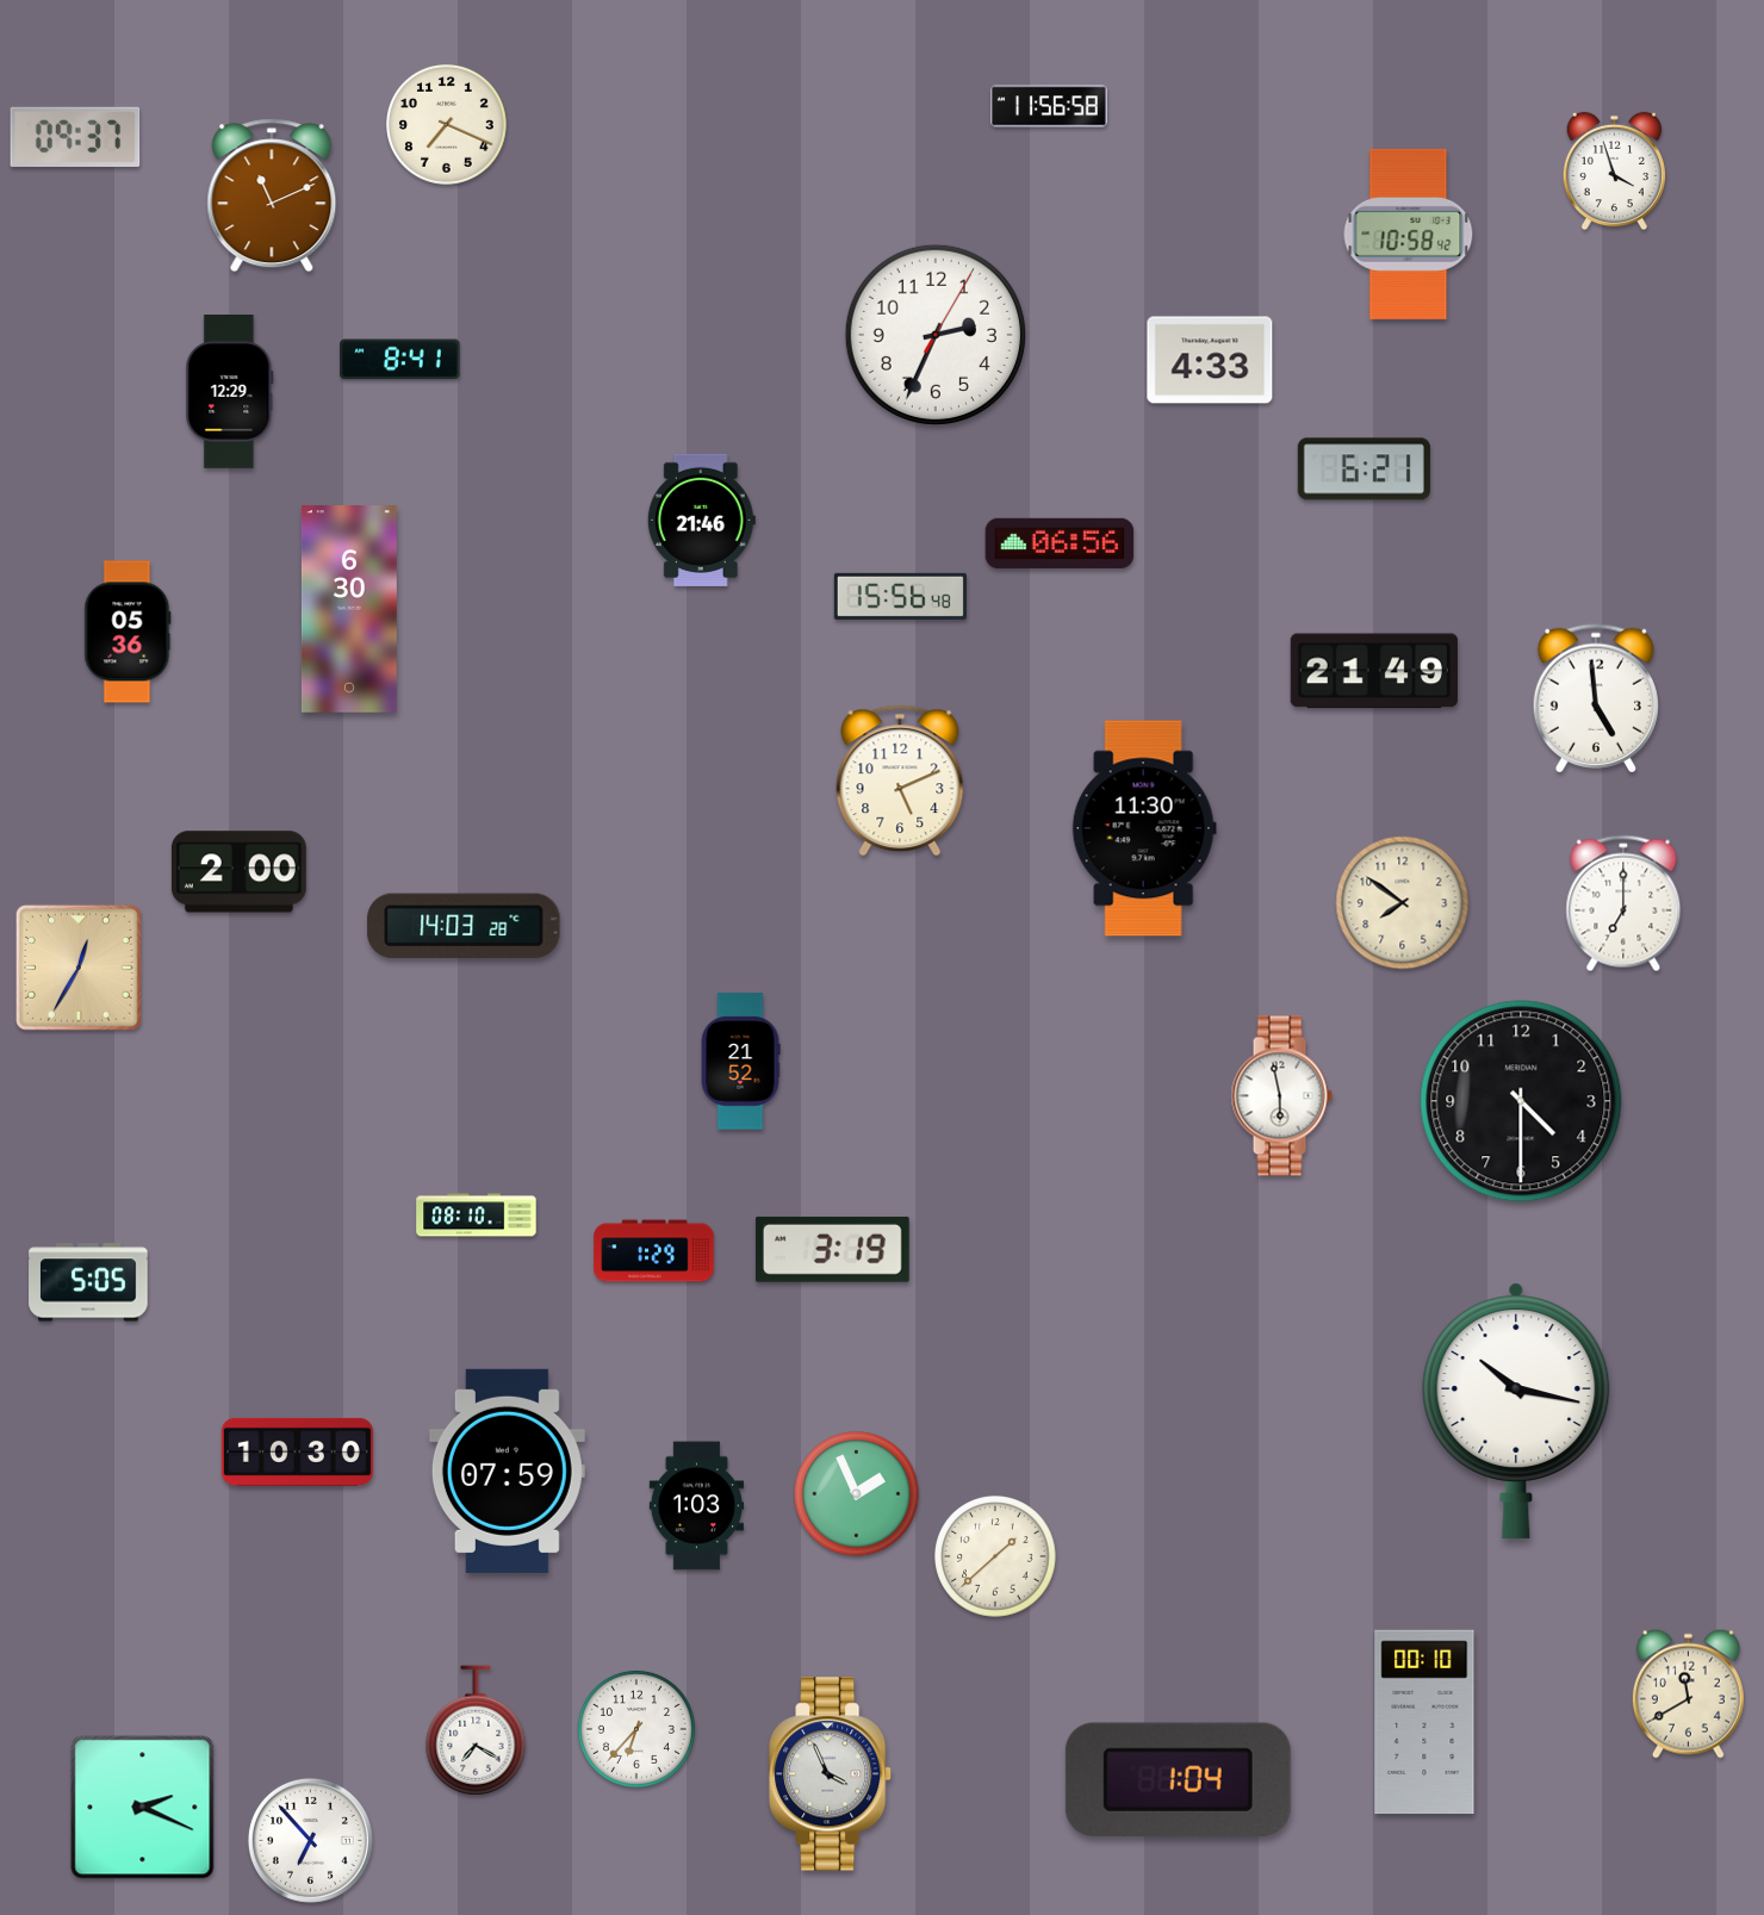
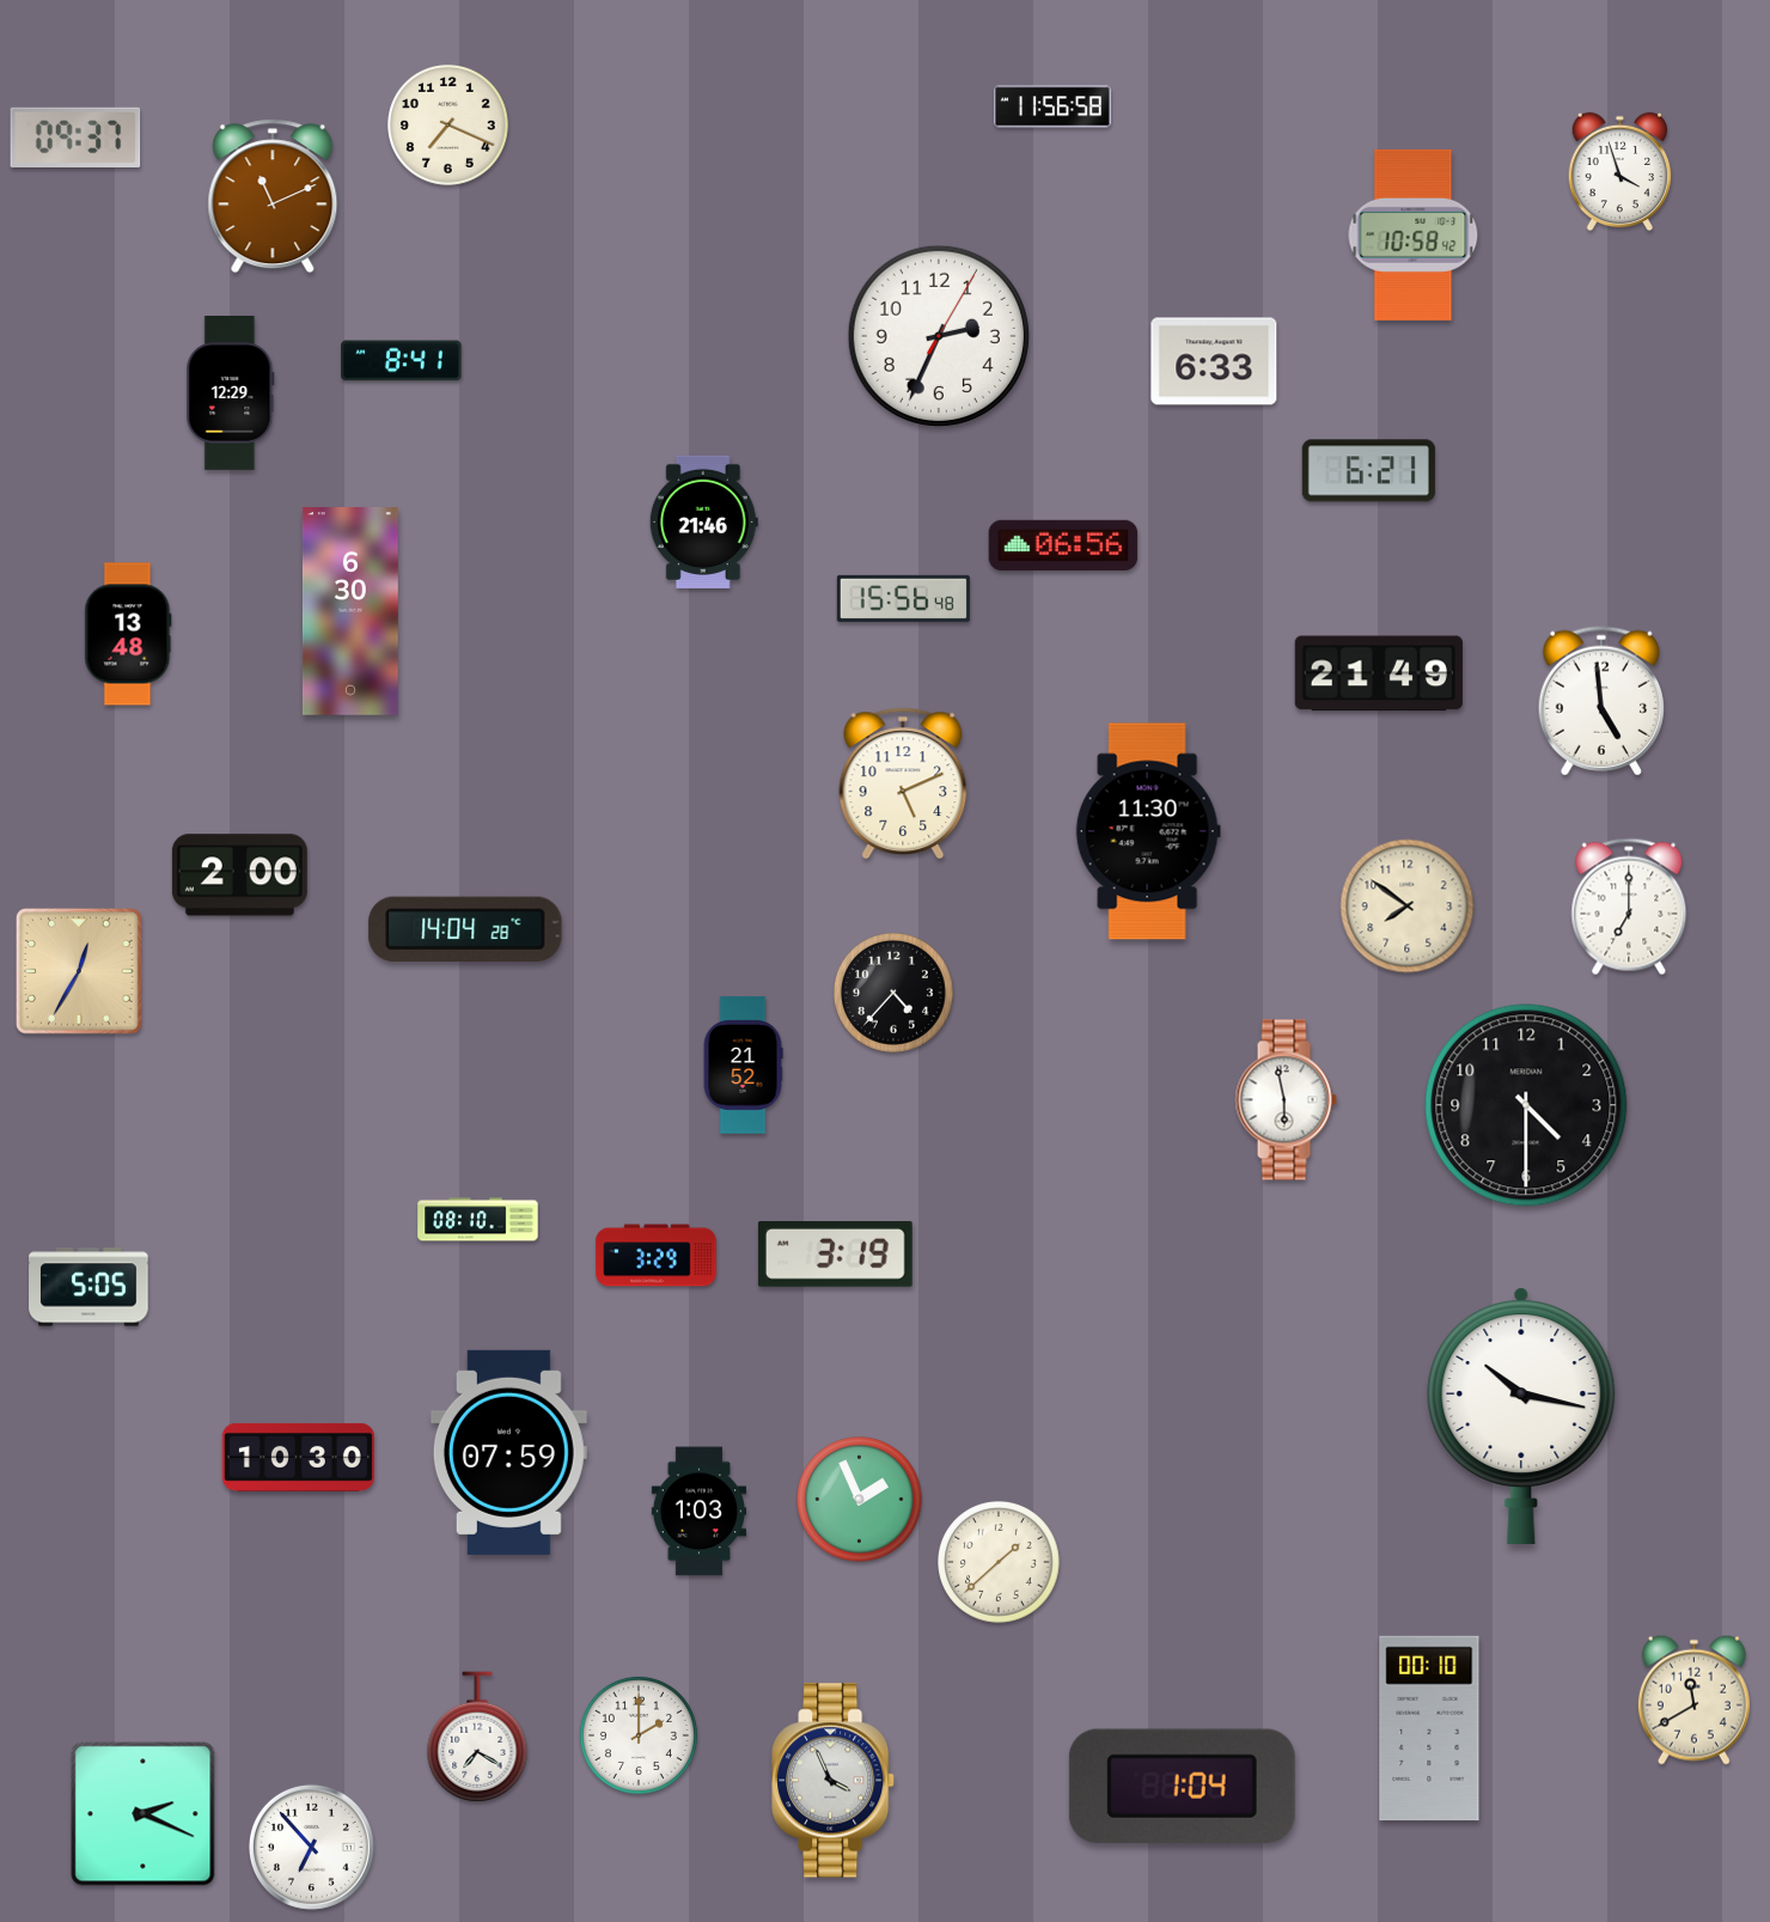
clock at (1210, 360): 4:33 -> 6:33
clock at (128, 632): 05:36 -> 13:48
clock at (464, 926): 14:03 -> 14:04
clock at (893, 993): none -> 4:37
clock at (654, 1251): 1:29 -> 3:29
clock at (507, 1471) position: (507, 1471) -> (508, 1452)
clock at (636, 1729): 6:37 -> 2:00
